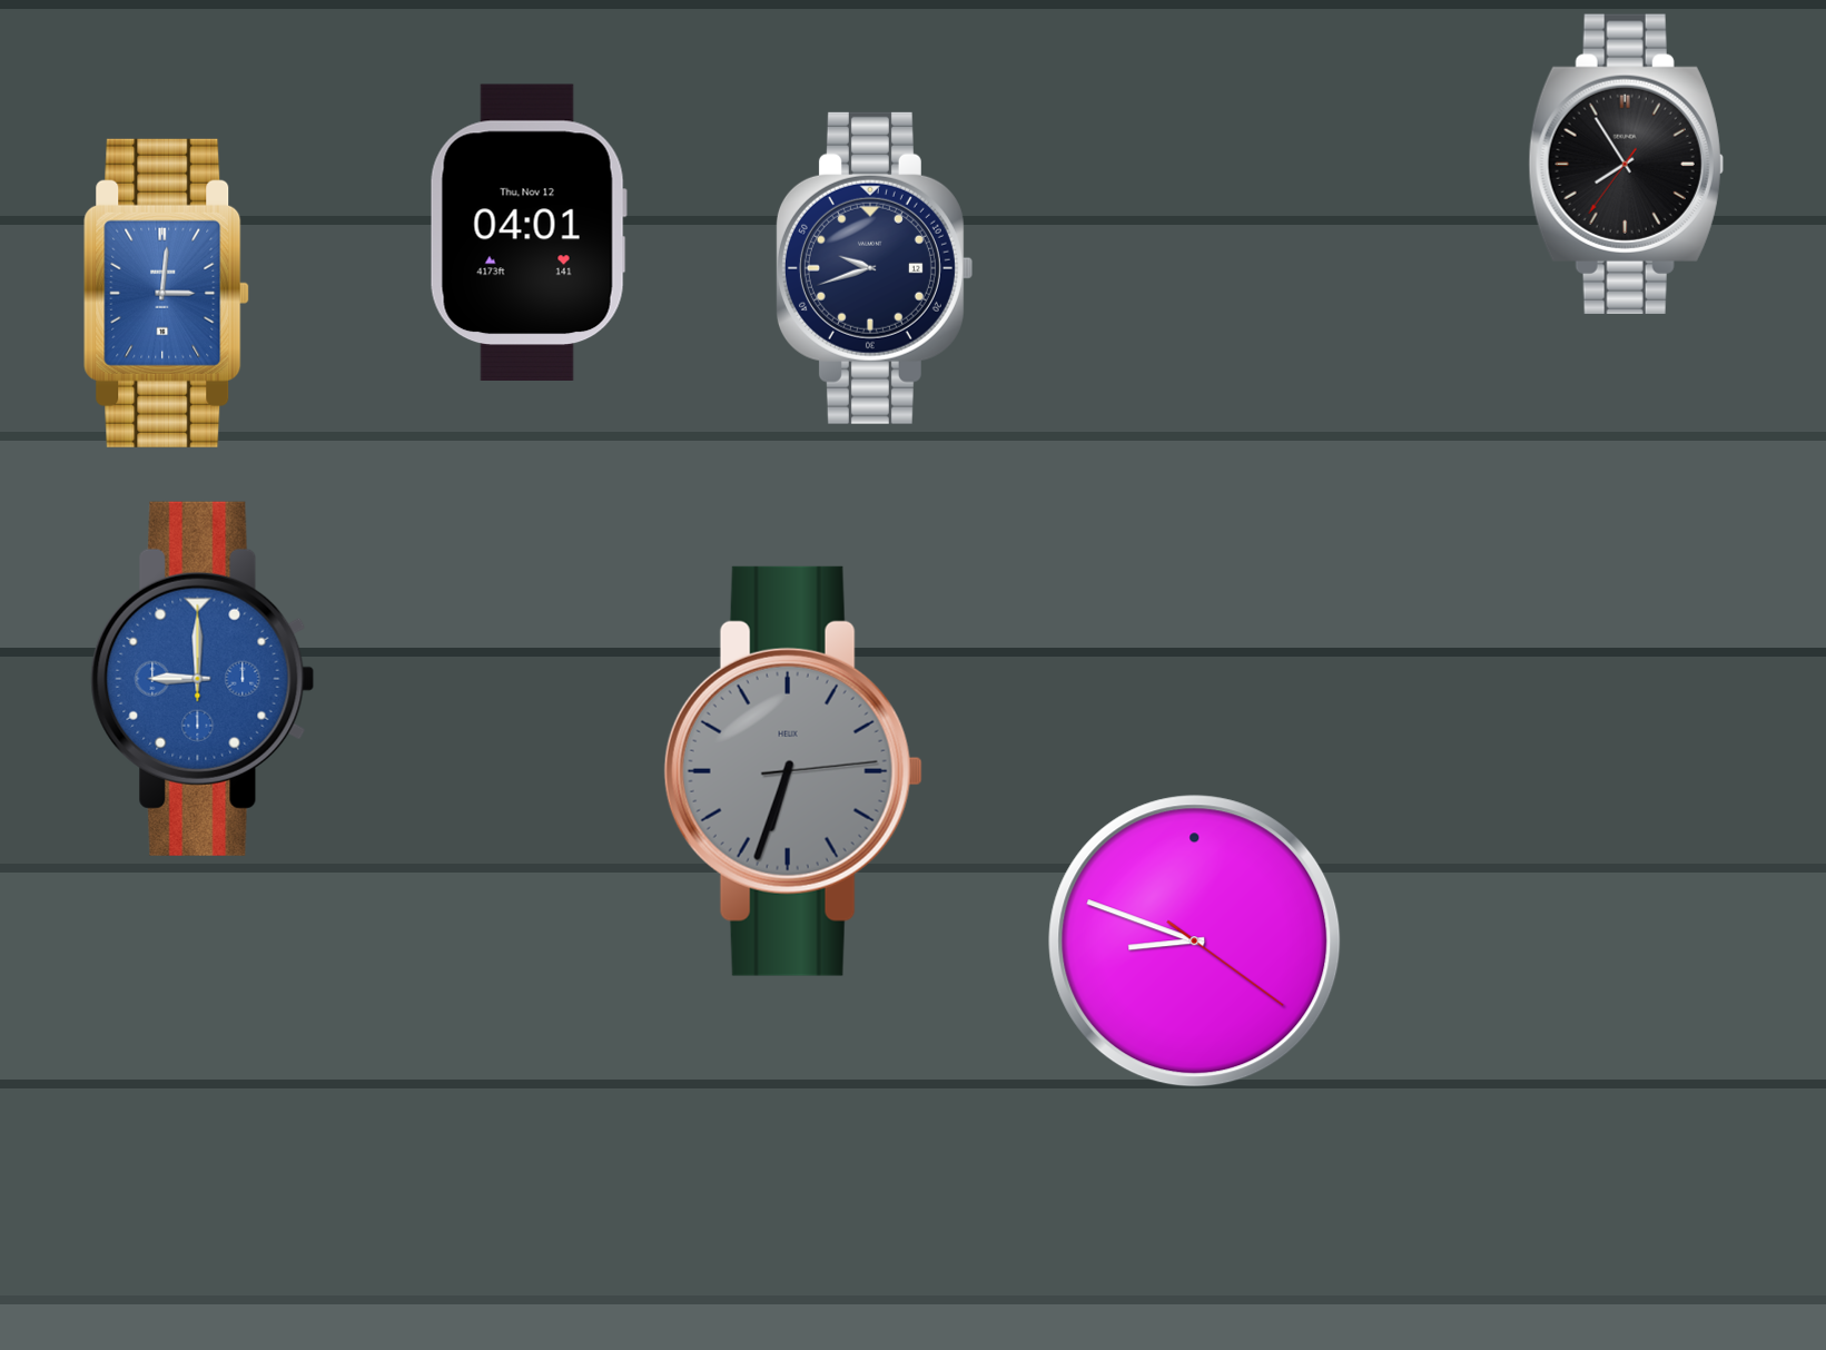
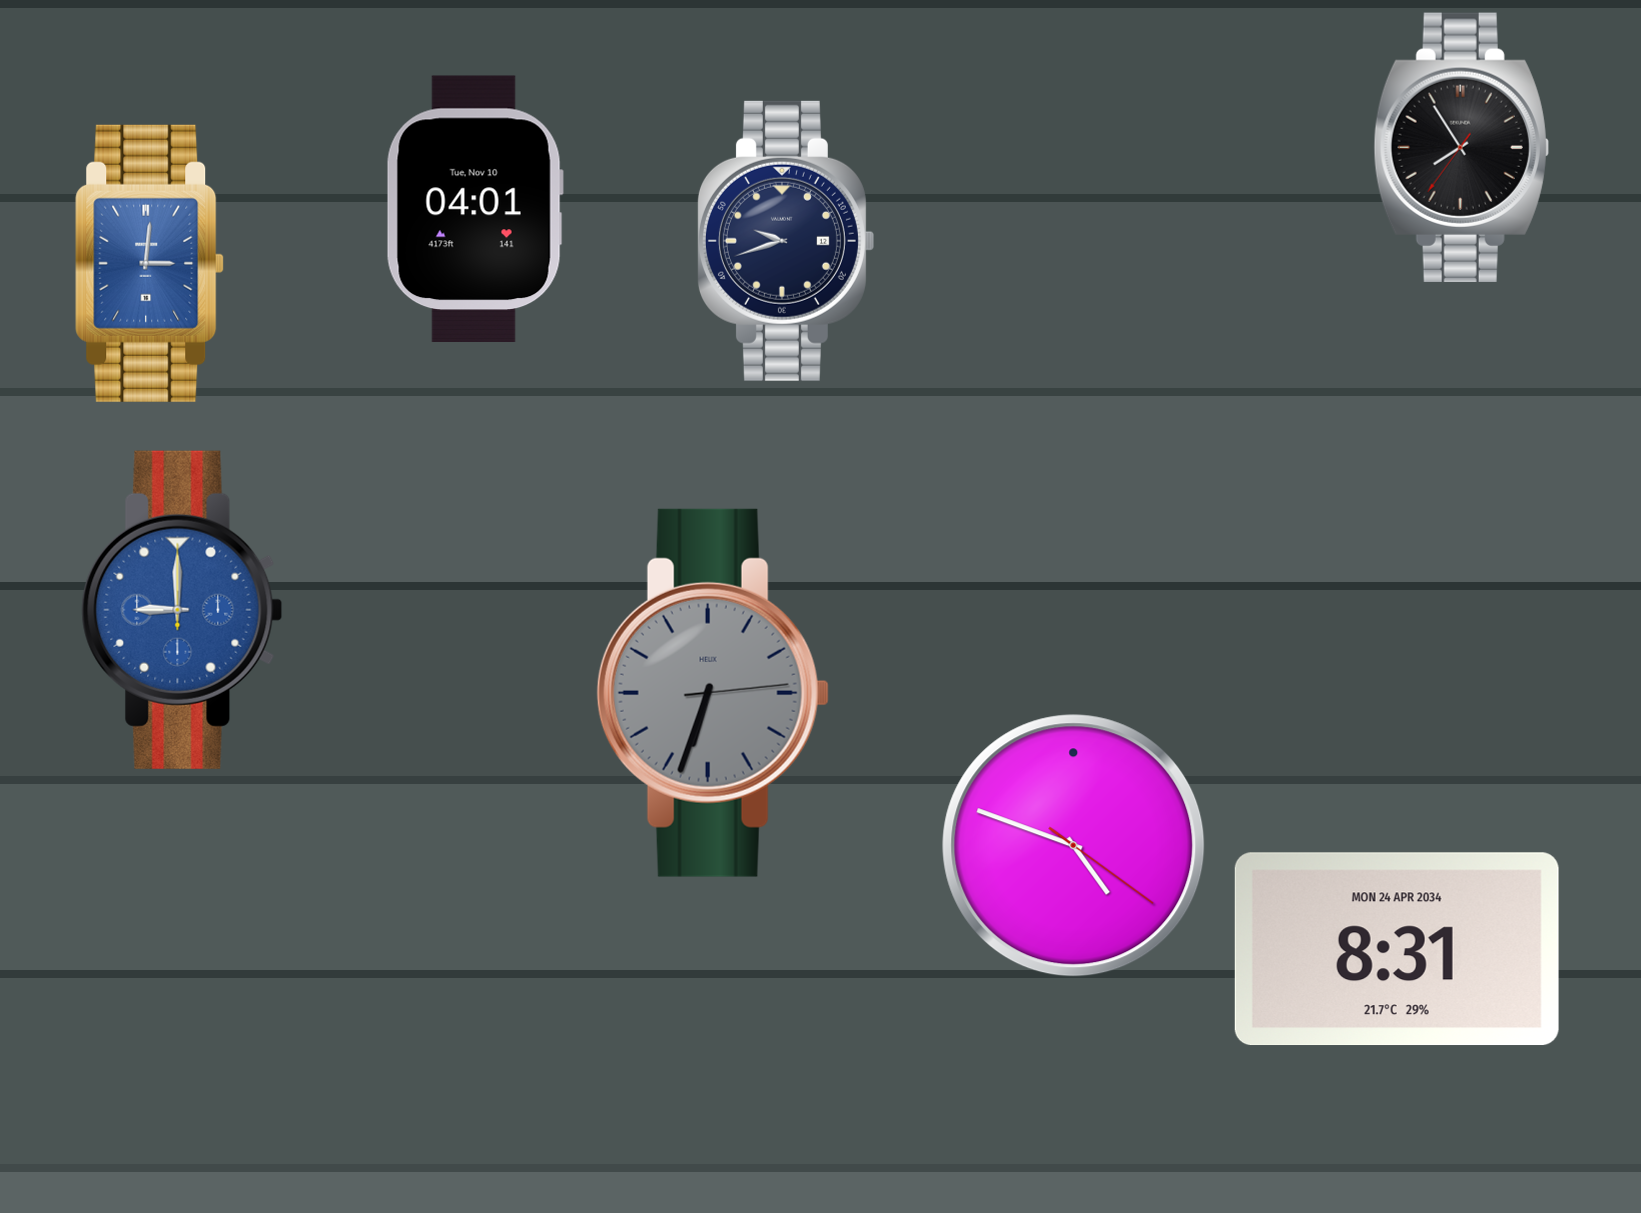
clock at (529, 231) date: Thu, Nov 12 -> Tue, Nov 10
clock at (1195, 942): 8:48 -> 4:48
clock at (1397, 949): none -> 8:31
